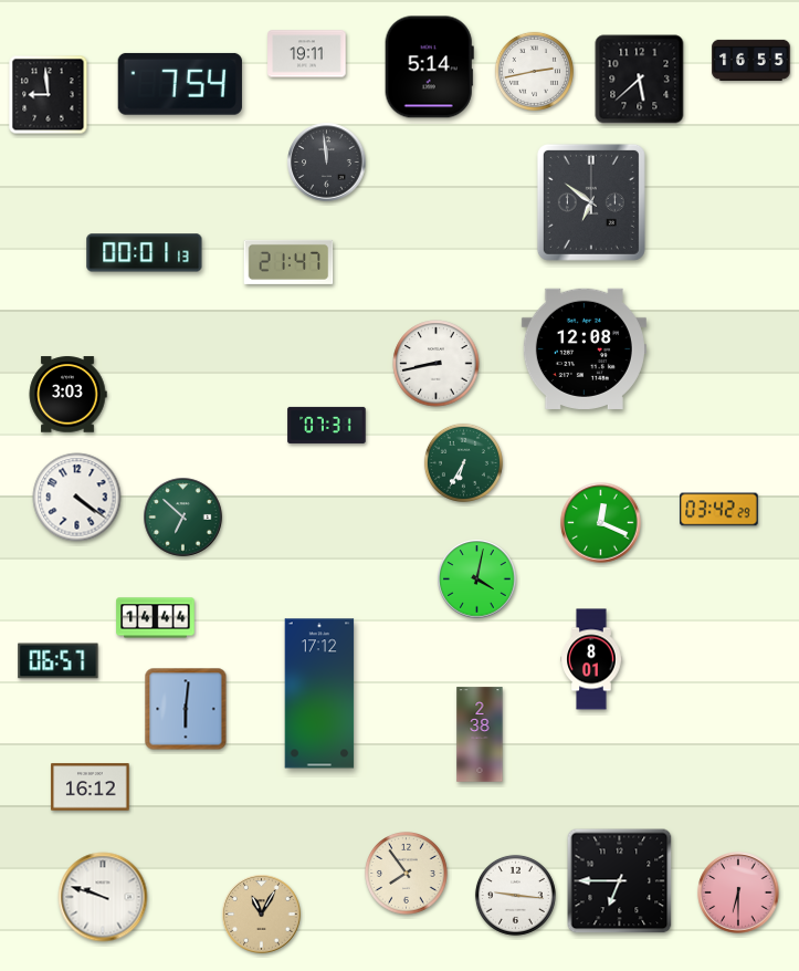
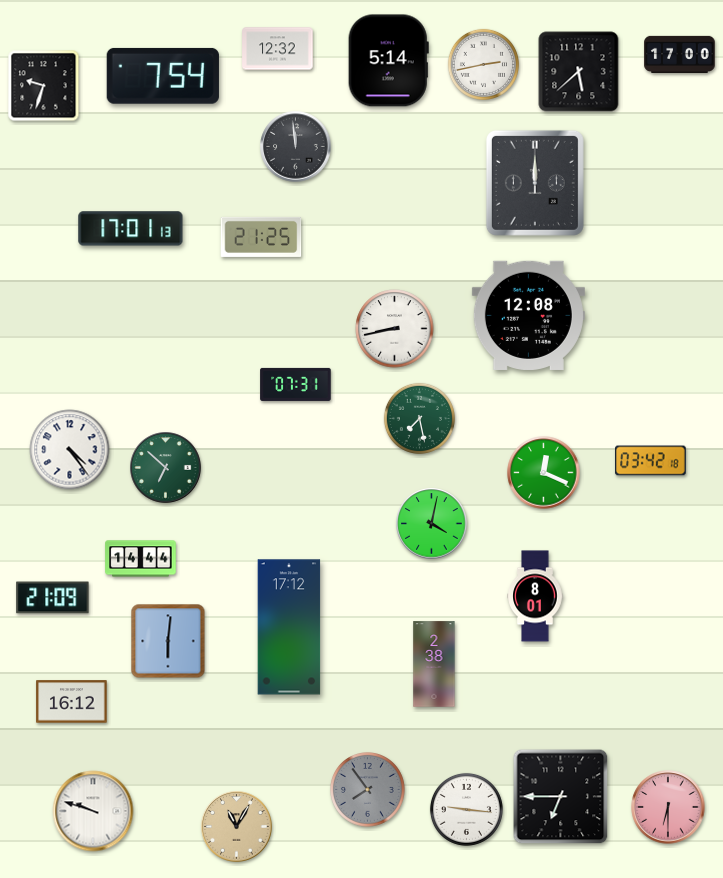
clock at (307, 54): 19:11 -> 12:32
clock at (751, 60): 16:55 -> 17:00
clock at (49, 95): 8:59 -> 9:33
clock at (591, 202): 6:51 -> 12:00
clock at (145, 253): 00:01 -> 17:01
clock at (288, 262): 21:47 -> 21:25
clock at (67, 395): 3:03 -> none
clock at (463, 462): 6:35 -> 7:28
clock at (77, 498): 4:21 -> 4:24
clock at (719, 510): 03:42:29 -> 03:42:18
clock at (59, 661): 06:57 -> 21:09
clock at (91, 787) position: (91, 787) -> (72, 702)
clock at (407, 874) dial: cream -> grey
